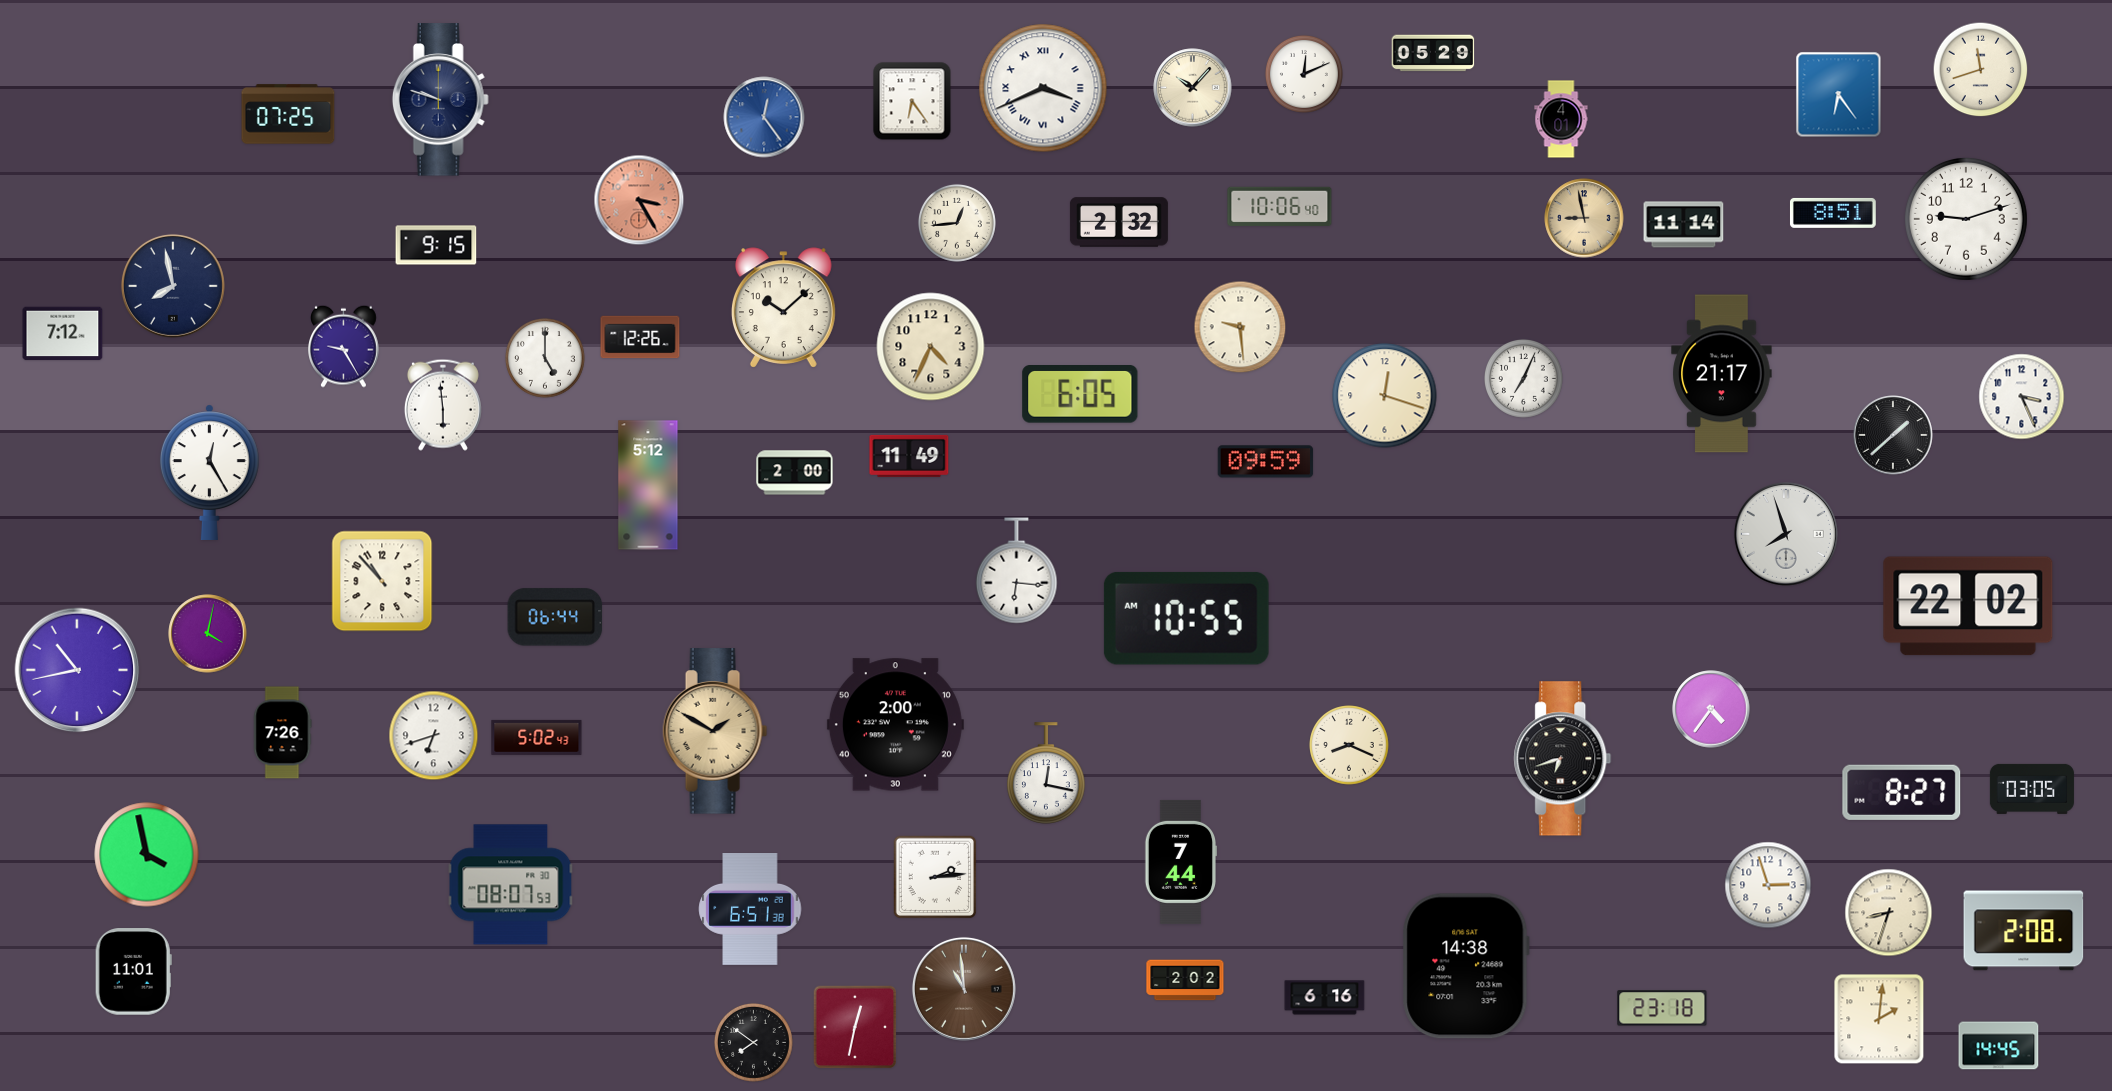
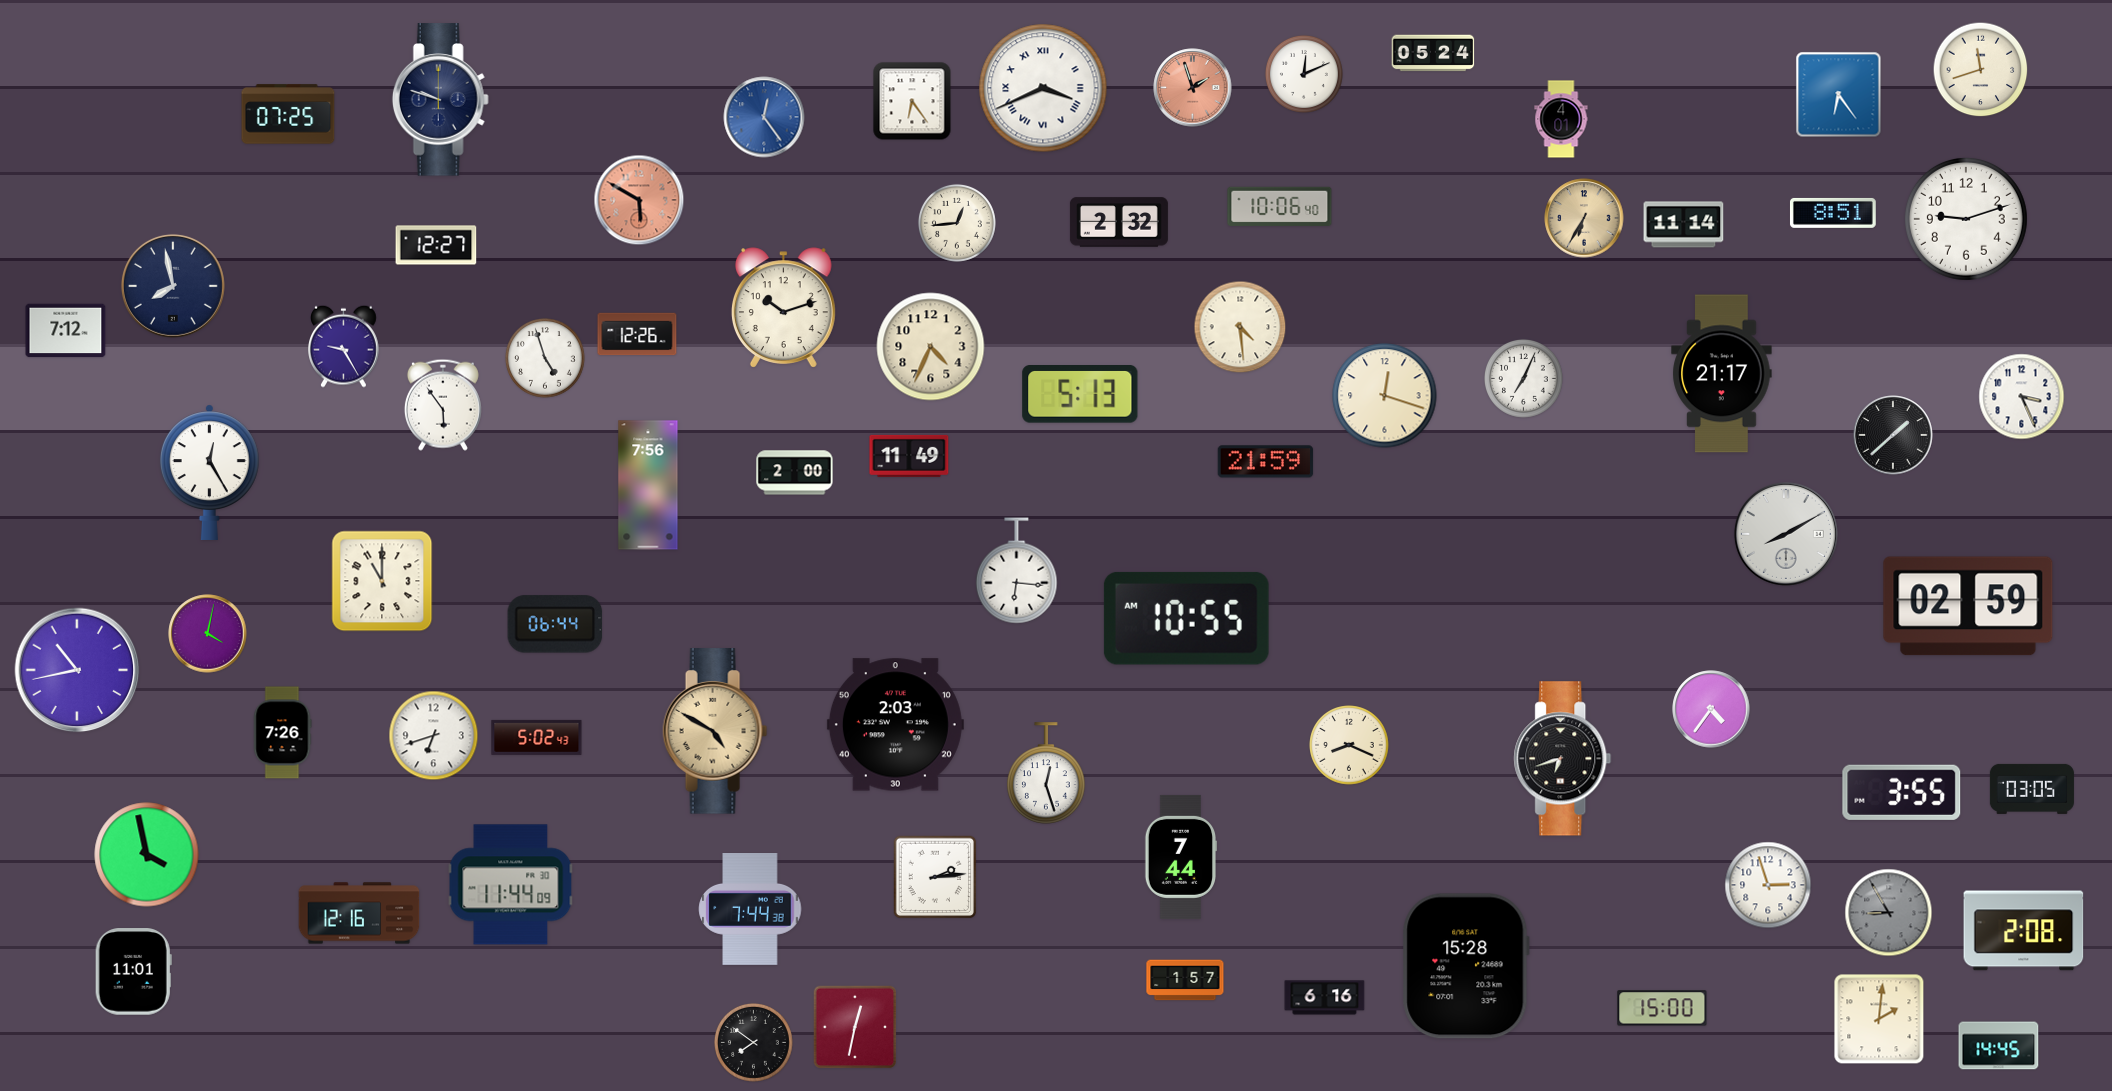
clock at (1433, 53): 05:29 -> 05:24
clock at (1193, 88): 10:07 -> 1:57
clock at (1193, 88) dial: cream -> salmon
clock at (639, 200): 3:25 -> 5:50
clock at (1584, 218): 8:58 -> 6:35
clock at (436, 245): 9:15 -> 12:27
clock at (783, 308): 10:08 -> 10:12
clock at (1240, 327): 9:29 -> 4:29
clock at (63, 334) position: (63, 334) -> (66, 331)
clock at (640, 337) position: (640, 337) -> (637, 334)
clock at (545, 358): 5:00 -> 4:57
clock at (1080, 395): 6:05 -> 5:13
clock at (443, 405): 5:59 -> 5:54
clock at (1266, 462): 09:59 -> 21:59
clock at (648, 485): 5:12 -> 7:56
clock at (1786, 534): 7:57 -> 8:10
clock at (382, 581): 10:53 -> 11:00
clock at (1968, 606): 22:02 -> 02:59
clock at (555, 617) position: (555, 617) -> (555, 624)
clock at (895, 725): 2:00 -> 2:03
clock at (715, 731): 1:50 -> 4:50
clock at (1047, 773): 12:17 -> 12:27
clock at (1902, 792): 8:27 -> 3:55
clock at (1180, 862) position: (1180, 862) -> (1180, 857)
clock at (511, 885): 08:07 -> 11:44
clock at (750, 910): 6:51 -> 7:44
clock at (359, 913): none -> 12:16
clock at (1889, 913): 8:33 -> 8:55
clock at (1889, 913) dial: cream -> grey
clock at (1466, 966): 14:38 -> 15:28
clock at (1185, 980): 2:02 -> 1:57
clock at (964, 989): 10:59 -> none
clock at (1662, 1008): 23:18 -> 15:00
